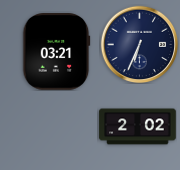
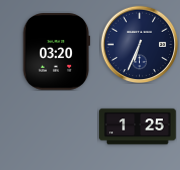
clock at (56, 52): 03:21 -> 03:20
clock at (138, 127): 2:02 -> 1:25
